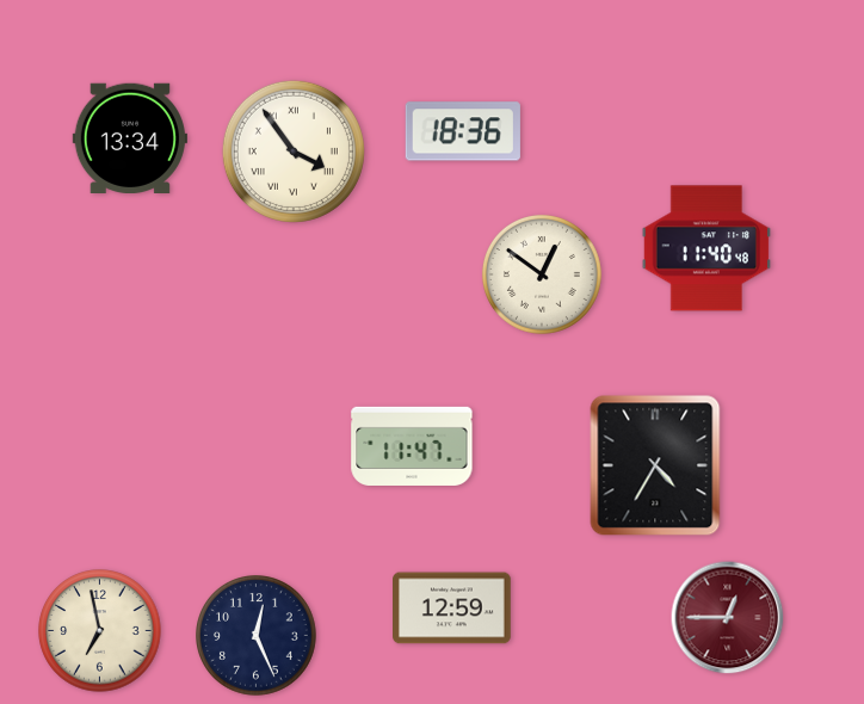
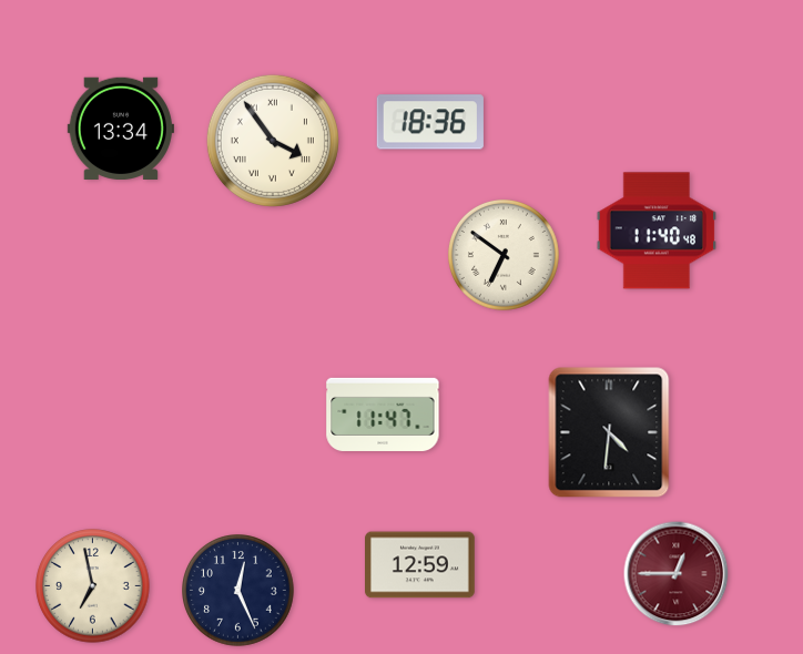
clock at (542, 274): 12:51 -> 6:51
clock at (655, 465): 4:35 -> 4:31
